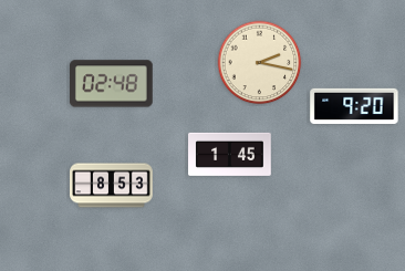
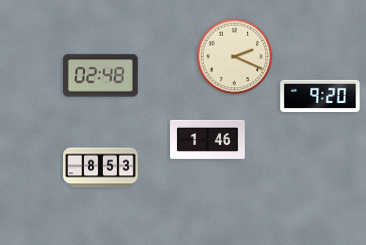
clock at (260, 63): 2:17 -> 2:19
clock at (230, 154): 1:45 -> 1:46
